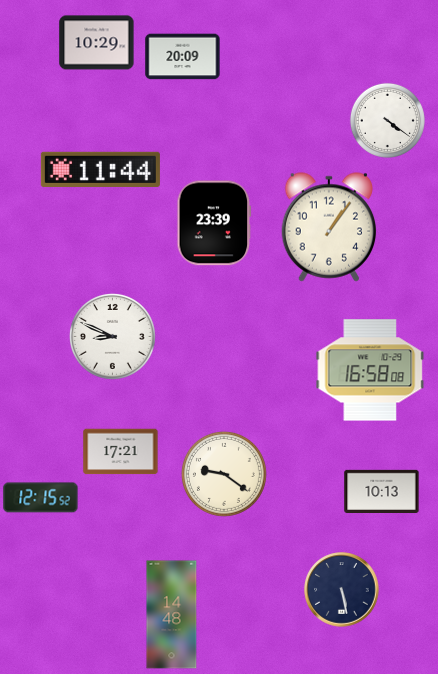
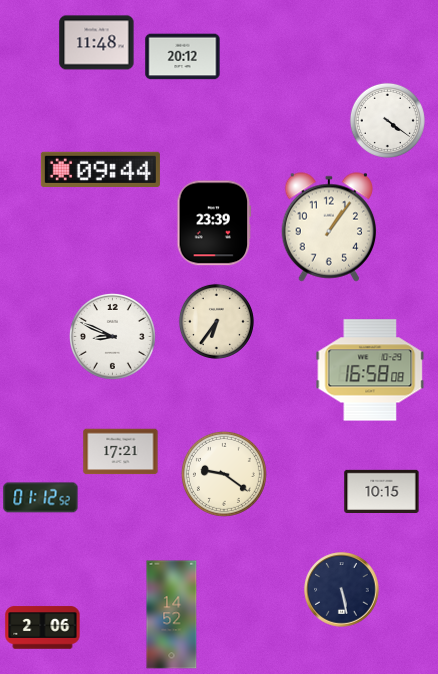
clock at (97, 43): 10:29 -> 11:48
clock at (183, 57): 20:09 -> 20:12
clock at (100, 169): 11:44 -> 09:44
clock at (216, 321): none -> 6:36
clock at (382, 491): 10:13 -> 10:15
clock at (41, 498): 12:15 -> 01:12
clock at (172, 615): 14:48 -> 14:52
clock at (43, 628): none -> 2:06
